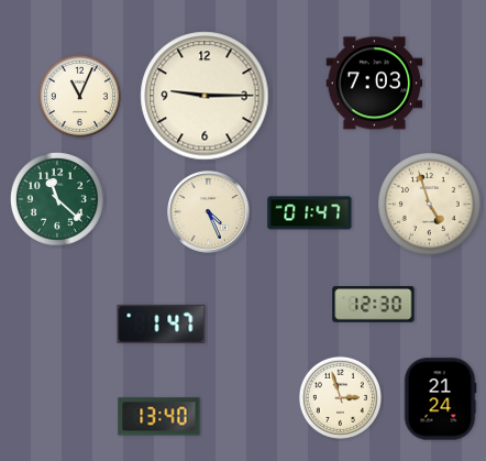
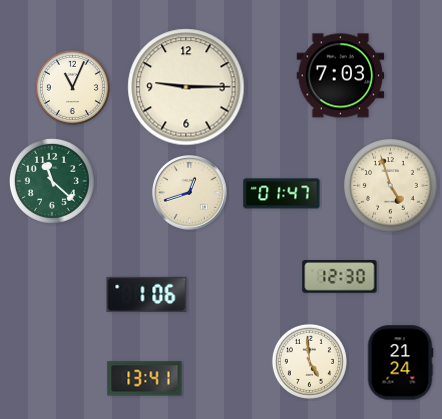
clock at (209, 212): 4:26 -> 12:42
clock at (162, 323): 1:47 -> 1:06
clock at (340, 397): 2:57 -> 4:59
clock at (159, 417): 13:40 -> 13:41
